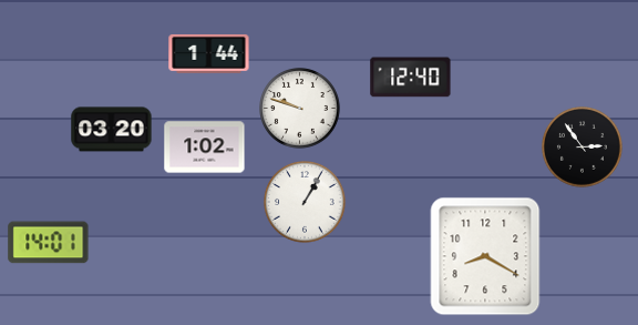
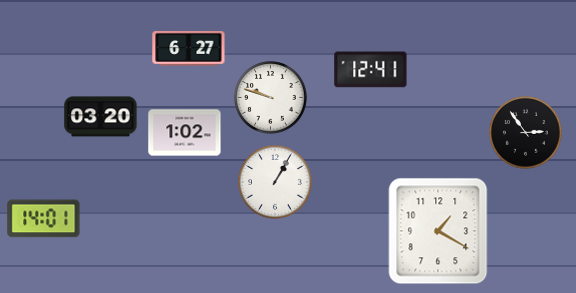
clock at (209, 54): 1:44 -> 6:27
clock at (411, 78): 12:40 -> 12:41
clock at (485, 256): 8:20 -> 1:20
